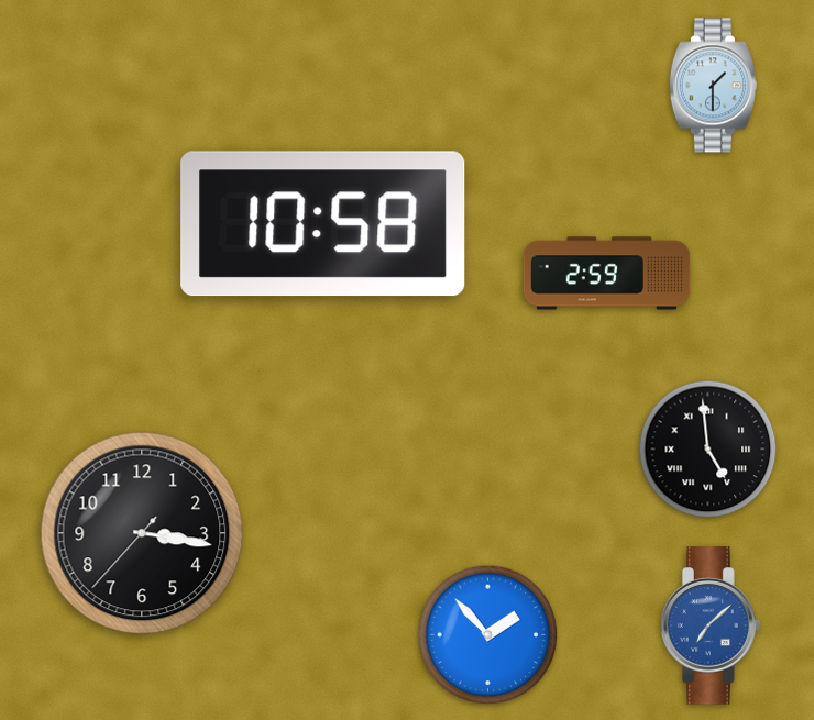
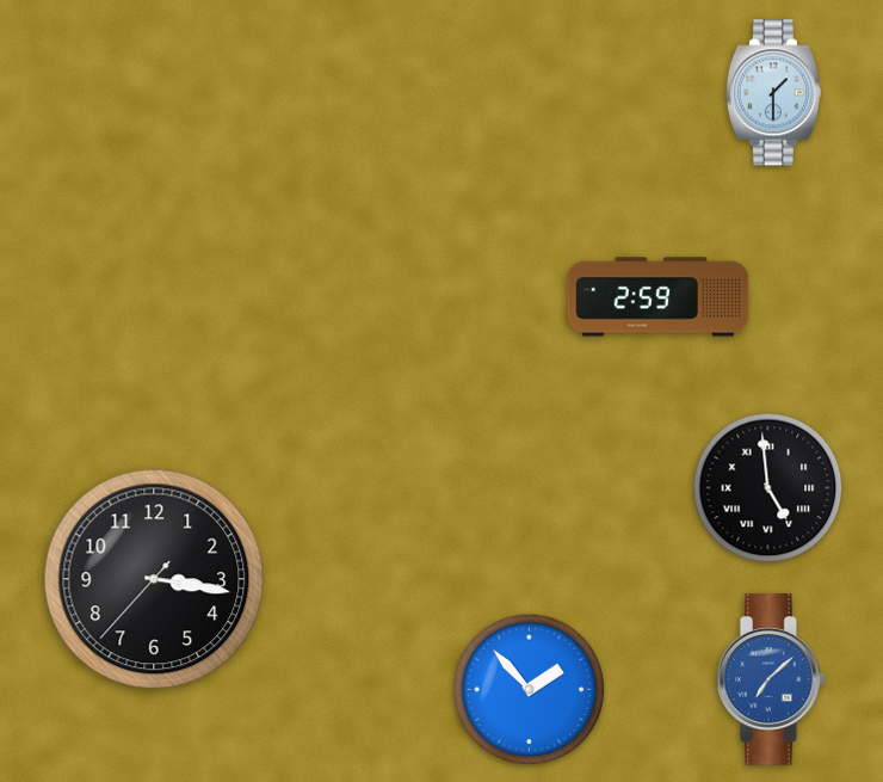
clock at (323, 224): 10:58 -> none
